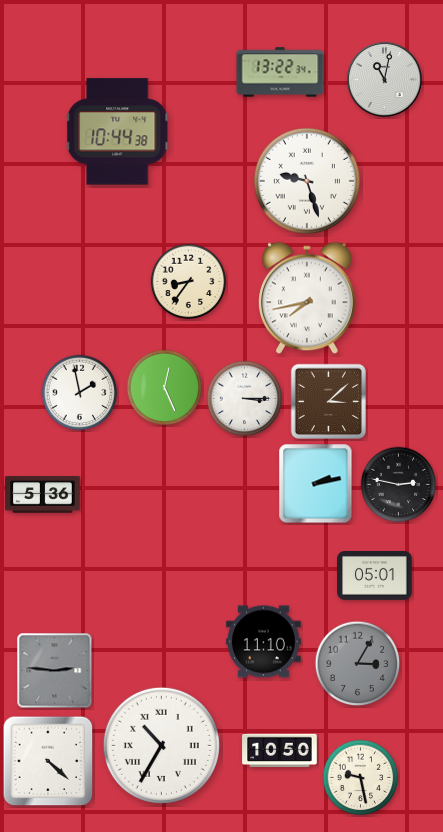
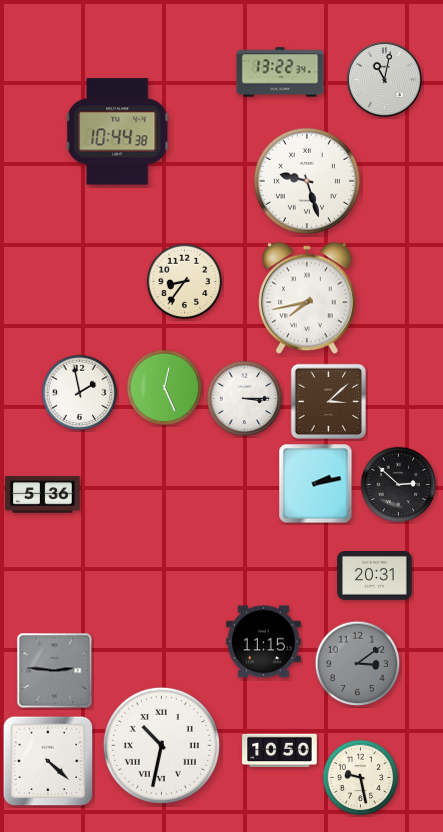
clock at (189, 282) position: (189, 282) -> (185, 282)
clock at (399, 485): 2:47 -> 2:52
clock at (375, 576): 05:01 -> 20:31
clock at (264, 642): 11:10 -> 11:15
clock at (358, 664): 3:05 -> 3:09
clock at (161, 745): 10:35 -> 10:32
